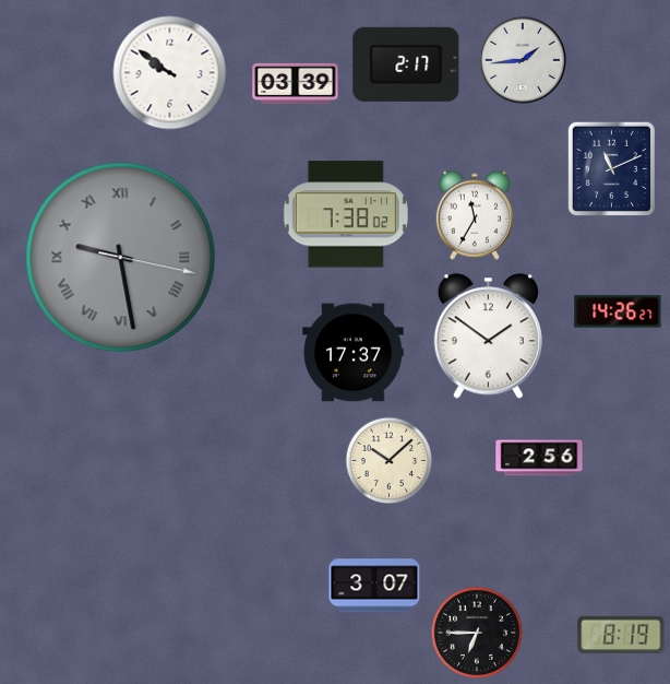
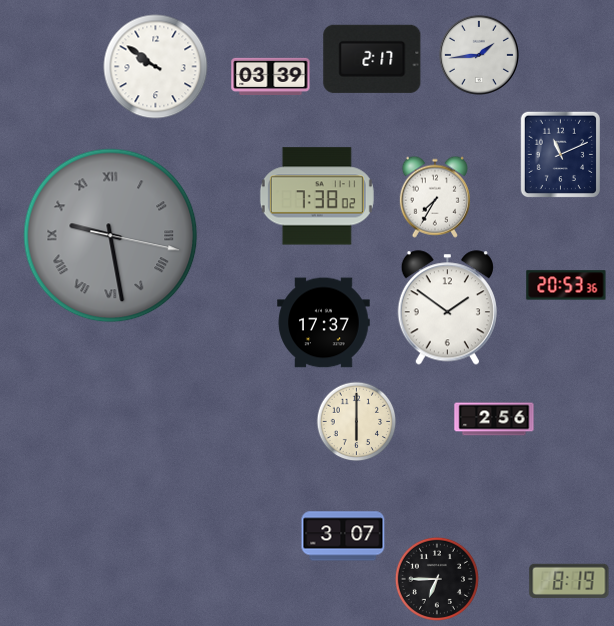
clock at (475, 215): 11:35 -> 7:35
clock at (618, 311): 14:26 -> 20:53
clock at (390, 461): 10:08 -> 6:00
